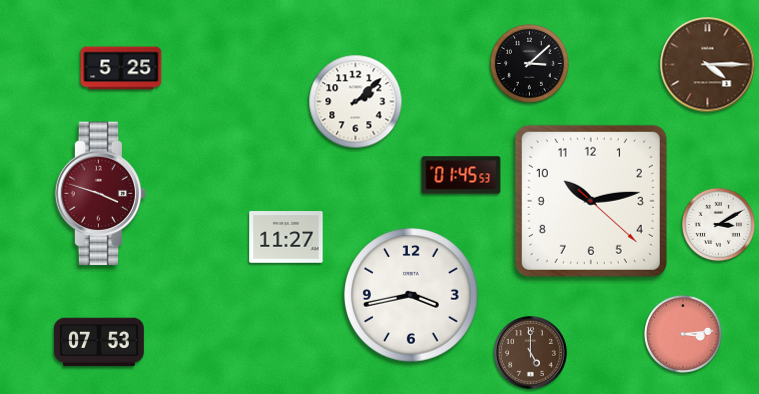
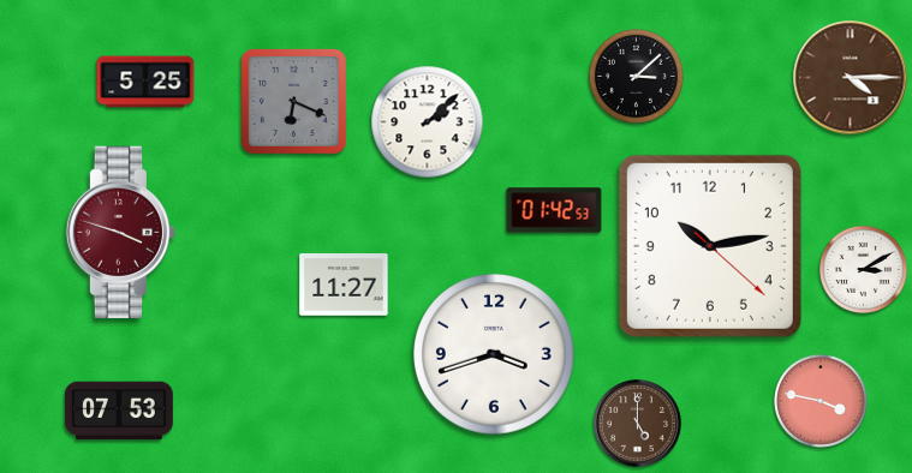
clock at (293, 101): none -> 6:19
clock at (461, 175): 01:45 -> 01:42
clock at (591, 201) position: (591, 201) -> (710, 246)
clock at (411, 295): 3:43 -> 3:42
clock at (683, 334): 3:14 -> 3:47
